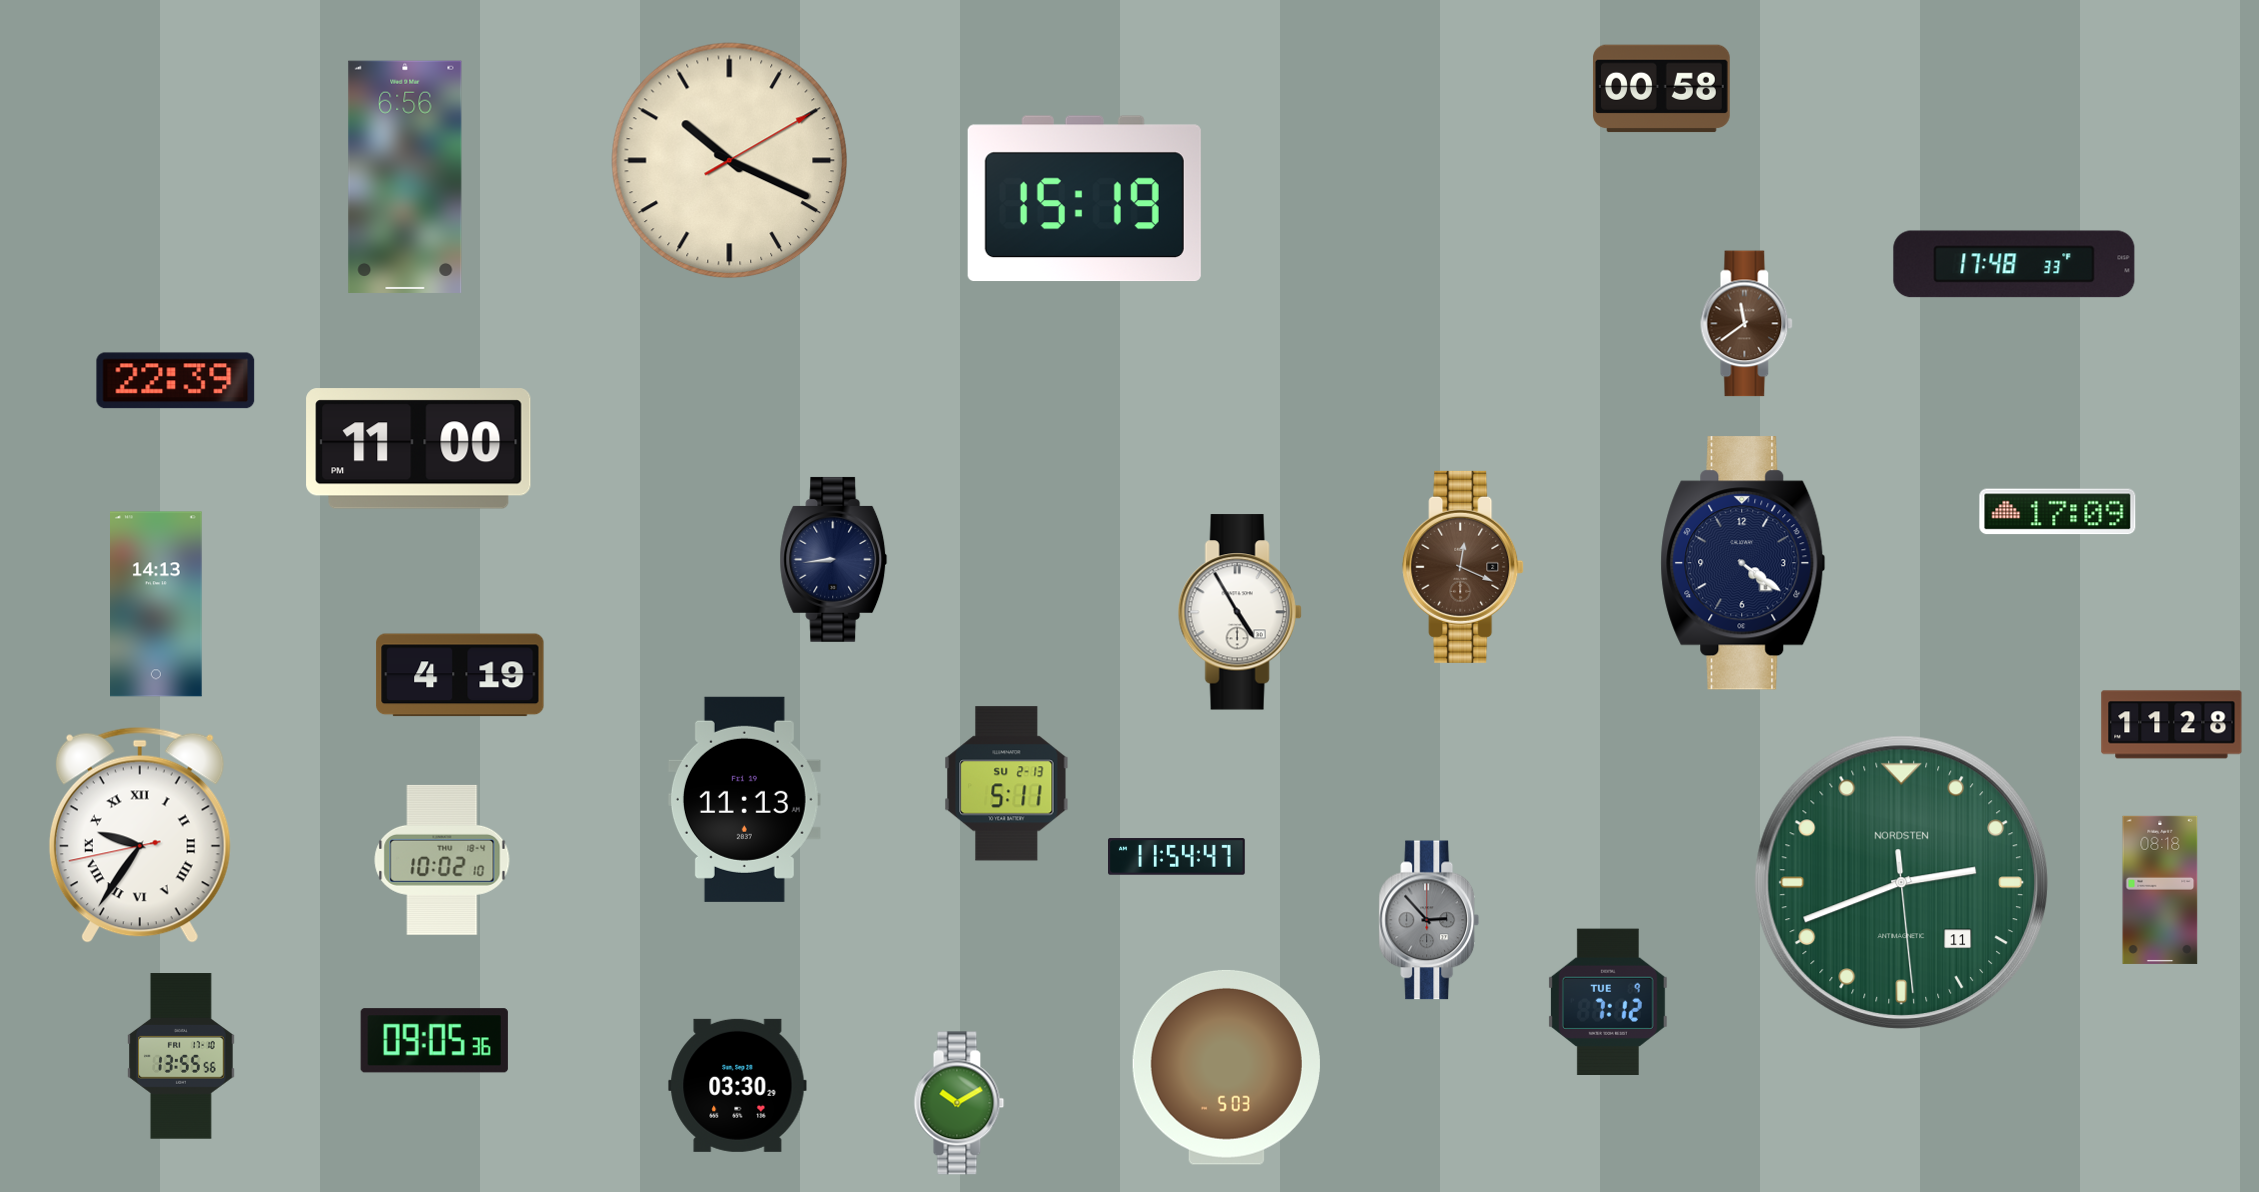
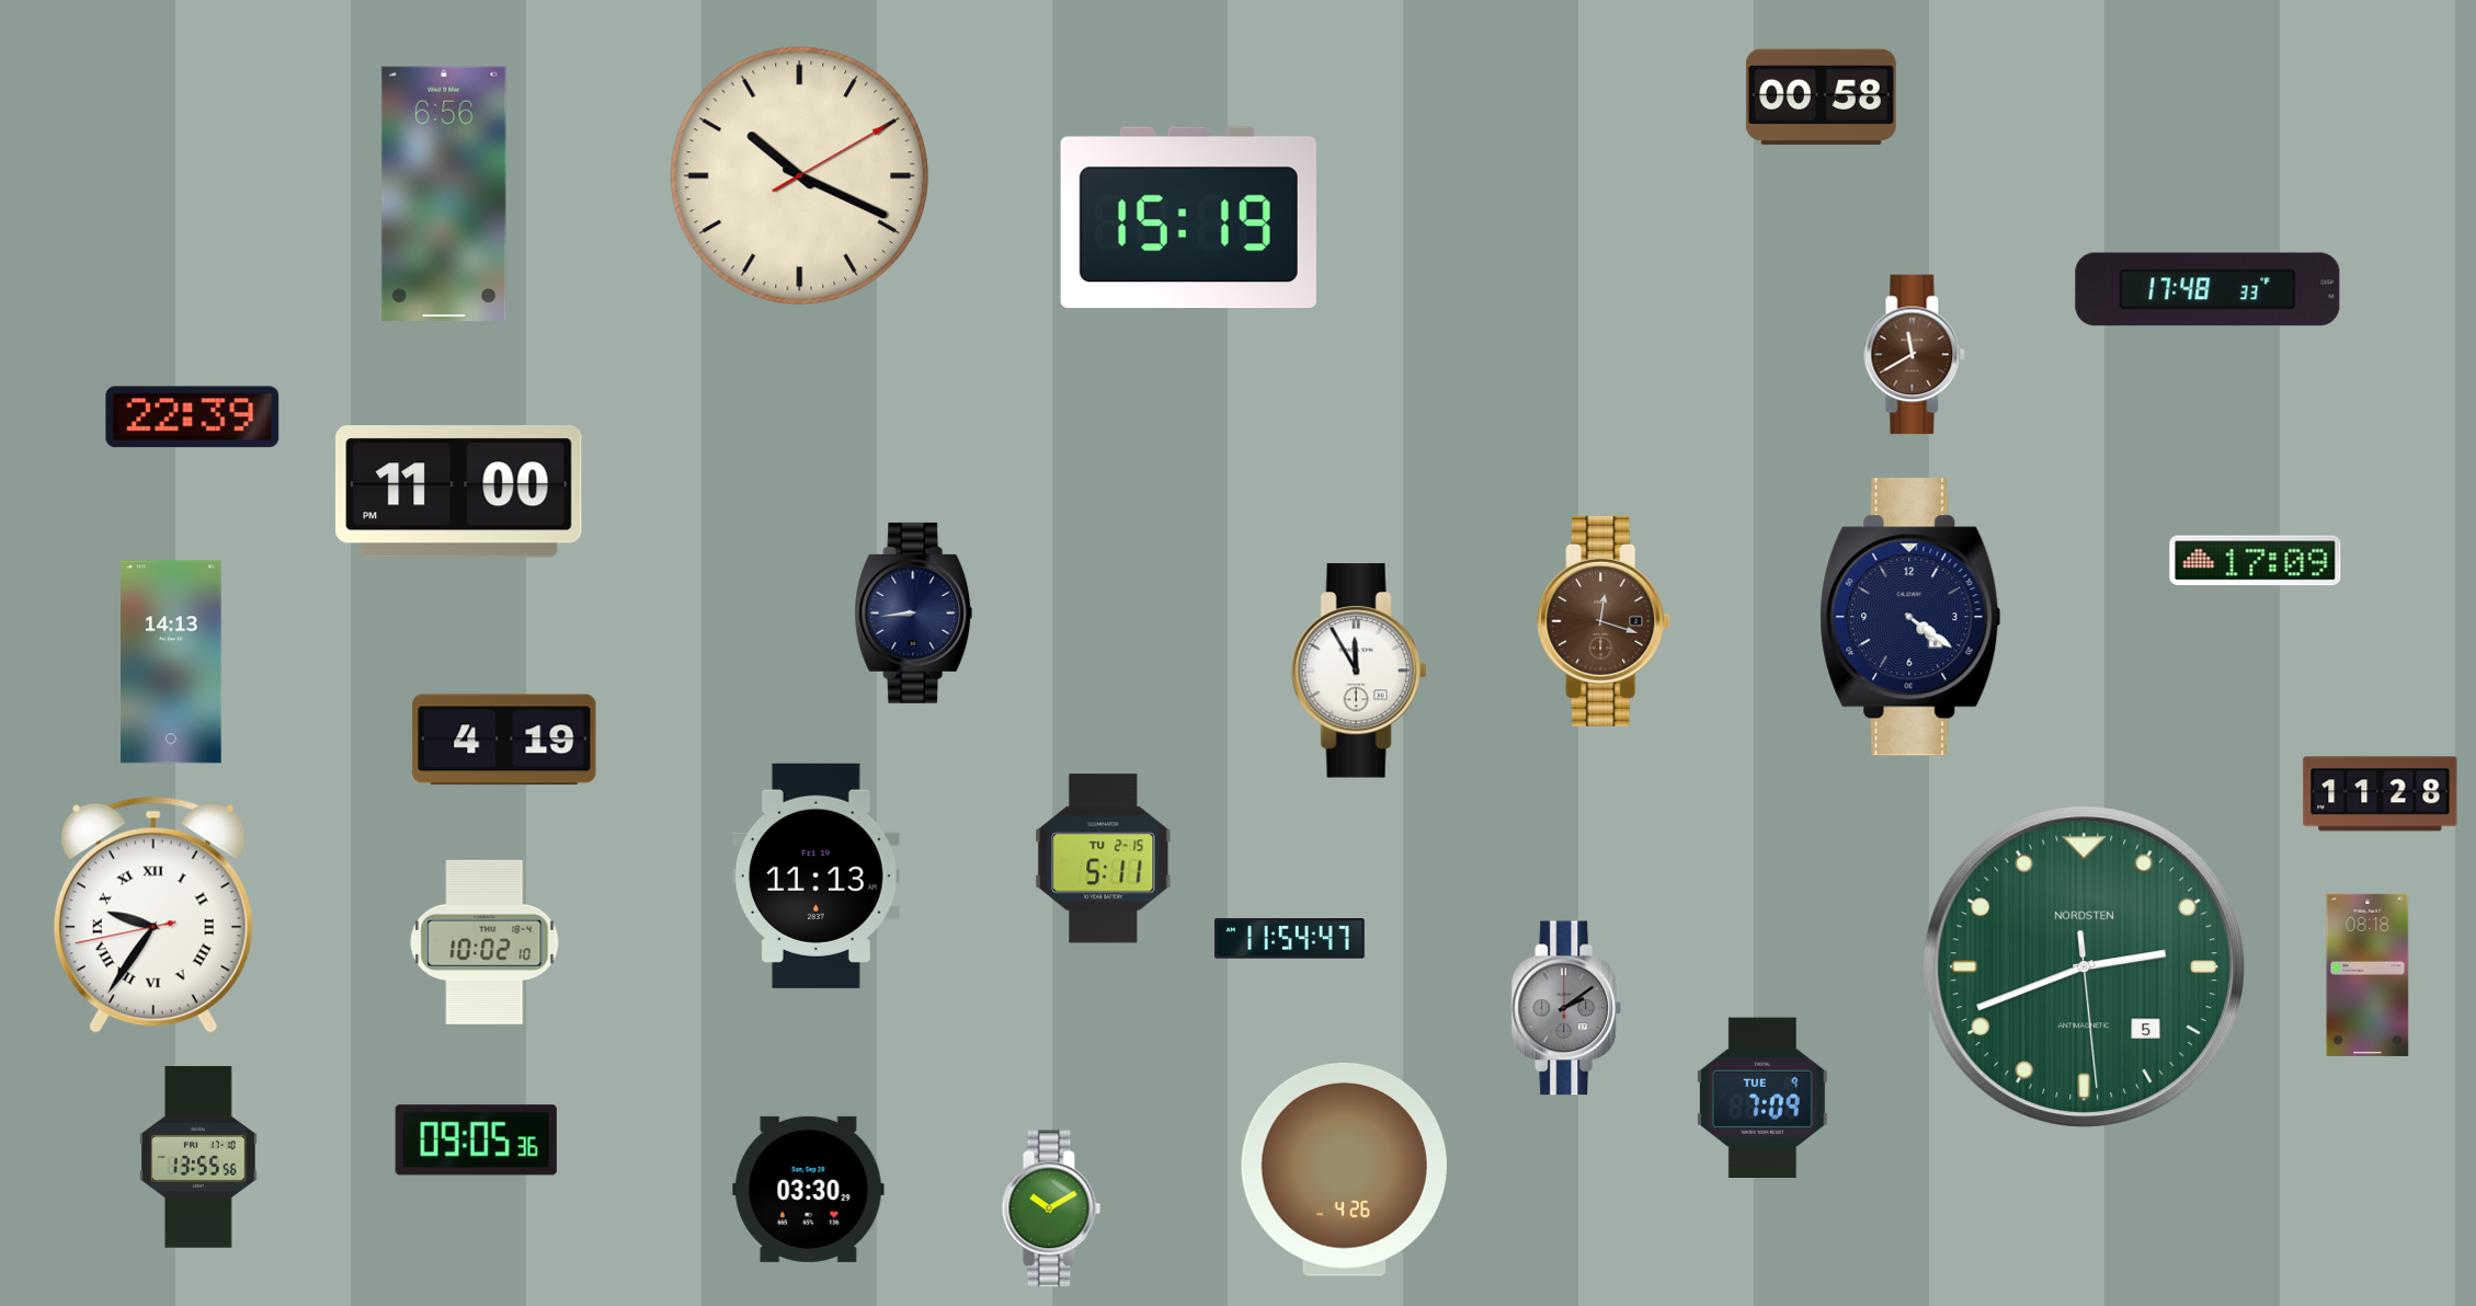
clock at (1747, 324): 11:39 -> 11:40
clock at (1463, 567): 12:19 -> 12:18
clock at (1240, 612): 4:55 -> 11:55
clock at (1007, 784) date: SU 2-13 -> TU 2-15
clock at (1901, 882) date: 11 -> 5
clock at (1429, 920): 2:53 -> 2:09
clock at (1608, 1001): 7:12 -> 7:09
clock at (1226, 1067): 5:03 -> 4:26
